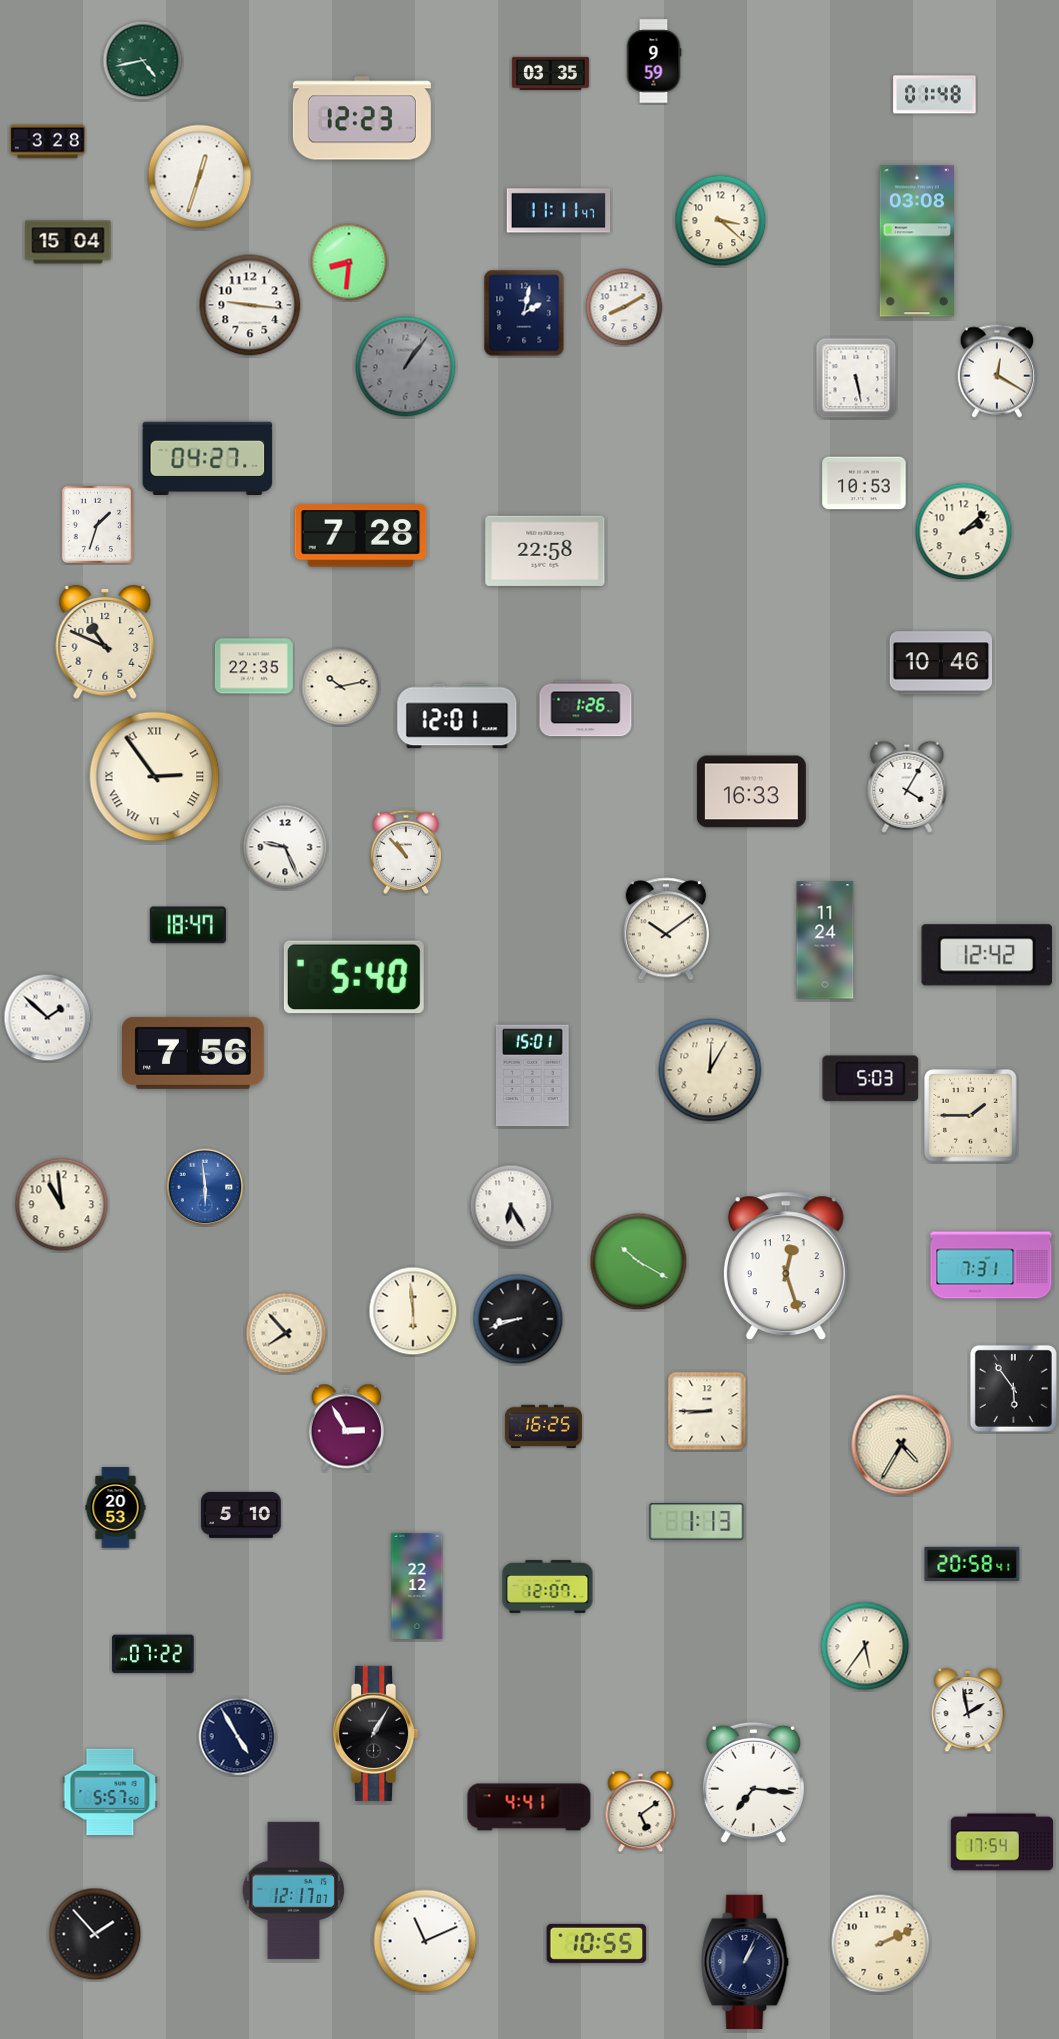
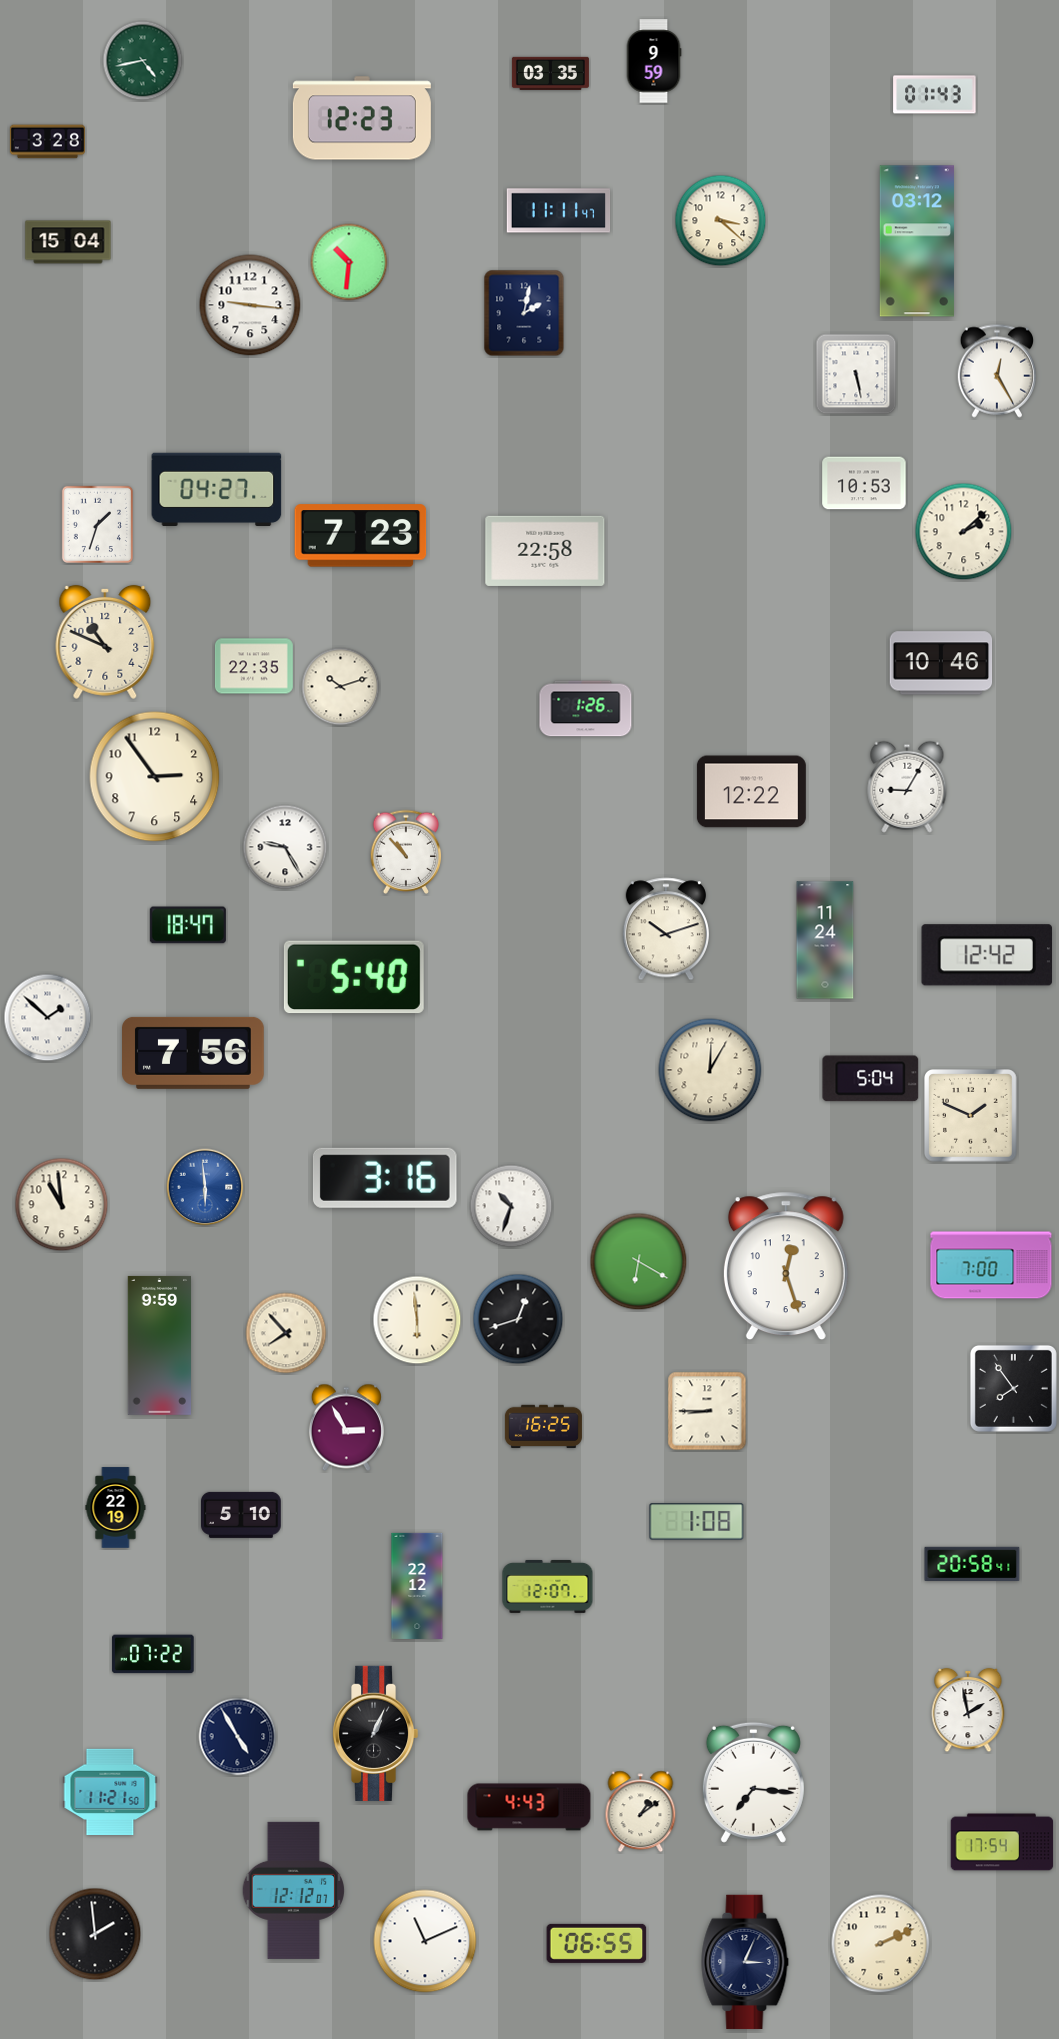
clock at (935, 95): 01:48 -> 01:43
clock at (200, 177): 12:33 -> none
clock at (917, 241): 03:08 -> 03:12
clock at (349, 262): 8:31 -> 10:31
clock at (624, 307): 8:10 -> none
clock at (406, 367): 1:06 -> none
clock at (996, 371): 12:20 -> 12:25
clock at (856, 378) position: (856, 378) -> (856, 374)
clock at (208, 458) position: (208, 458) -> (217, 489)
clock at (361, 536): 7:28 -> 7:23
clock at (341, 687): 10:13 -> 10:12
clock at (457, 716): 12:01 -> none
clock at (155, 777) numerals: Roman -> Arabic
clock at (907, 787): 4:05 -> 9:05
clock at (751, 792): 16:33 -> 12:22
clock at (285, 847): 9:26 -> 9:25
clock at (666, 929): 10:09 -> 10:12
clock at (532, 1076): 15:01 -> none
clock at (871, 1079): 5:03 -> 5:04
clock at (971, 1116): 1:45 -> 1:49
clock at (385, 1178): none -> 3:16
clock at (511, 1206): 6:25 -> 10:33
clock at (639, 1262): 10:20 -> 6:20
clock at (991, 1265): 7:31 -> 7:00
clock at (413, 1311) position: (413, 1311) -> (417, 1320)
clock at (518, 1319): 8:42 -> 12:42
clock at (160, 1345): none -> 9:59
clock at (1013, 1388): 5:54 -> 7:54
clock at (902, 1445): 4:35 -> none
clock at (116, 1508): 20:53 -> 22:19
clock at (697, 1522): 1:13 -> 1:08
clock at (865, 1646): 5:36 -> none
clock at (375, 1733): 1:05 -> 1:04
clock at (110, 1792): 5:57 -> 11:21
clock at (529, 1807): 4:41 -> 4:43
clock at (641, 1812): 5:09 -> 1:09
clock at (294, 1890): 12:17 -> 12:12
clock at (95, 1934): 1:53 -> 1:59
clock at (597, 1943): 10:55 -> 06:55
clock at (745, 1962): 1:04 -> 3:04
